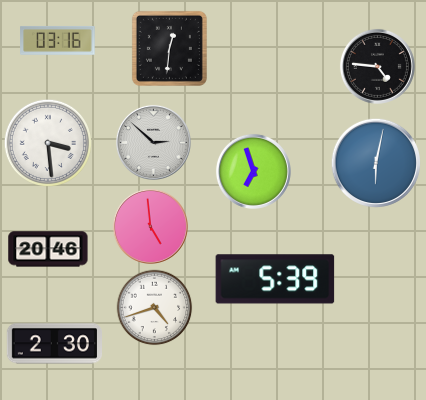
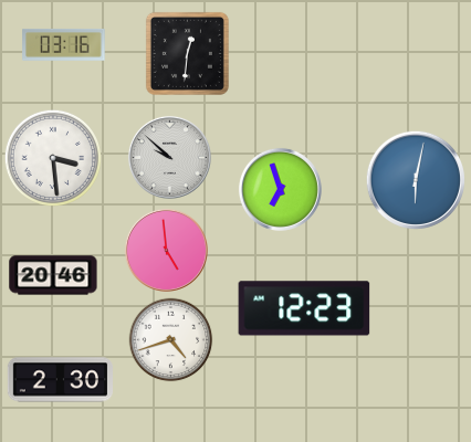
clock at (377, 66): 4:46 -> none
clock at (153, 142): 2:52 -> 9:52
clock at (275, 279): 5:39 -> 12:23
